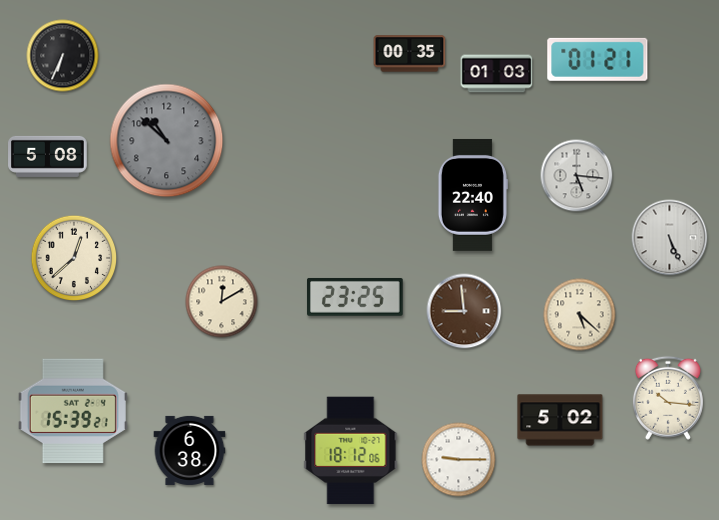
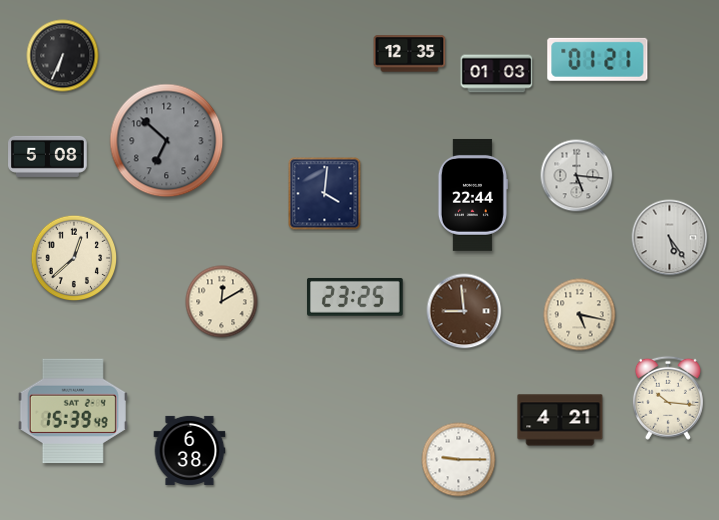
clock at (410, 54): 00:35 -> 12:35
clock at (167, 141): 10:52 -> 6:52
clock at (325, 194): none -> 4:01
clock at (472, 195): 22:40 -> 22:44
clock at (670, 238): 5:26 -> 5:24
clock at (580, 315): 5:22 -> 5:17
clock at (73, 411): 15:39:21 -> 15:39:49
clock at (560, 420): 5:02 -> 4:21
clock at (351, 451): 18:12 -> none
